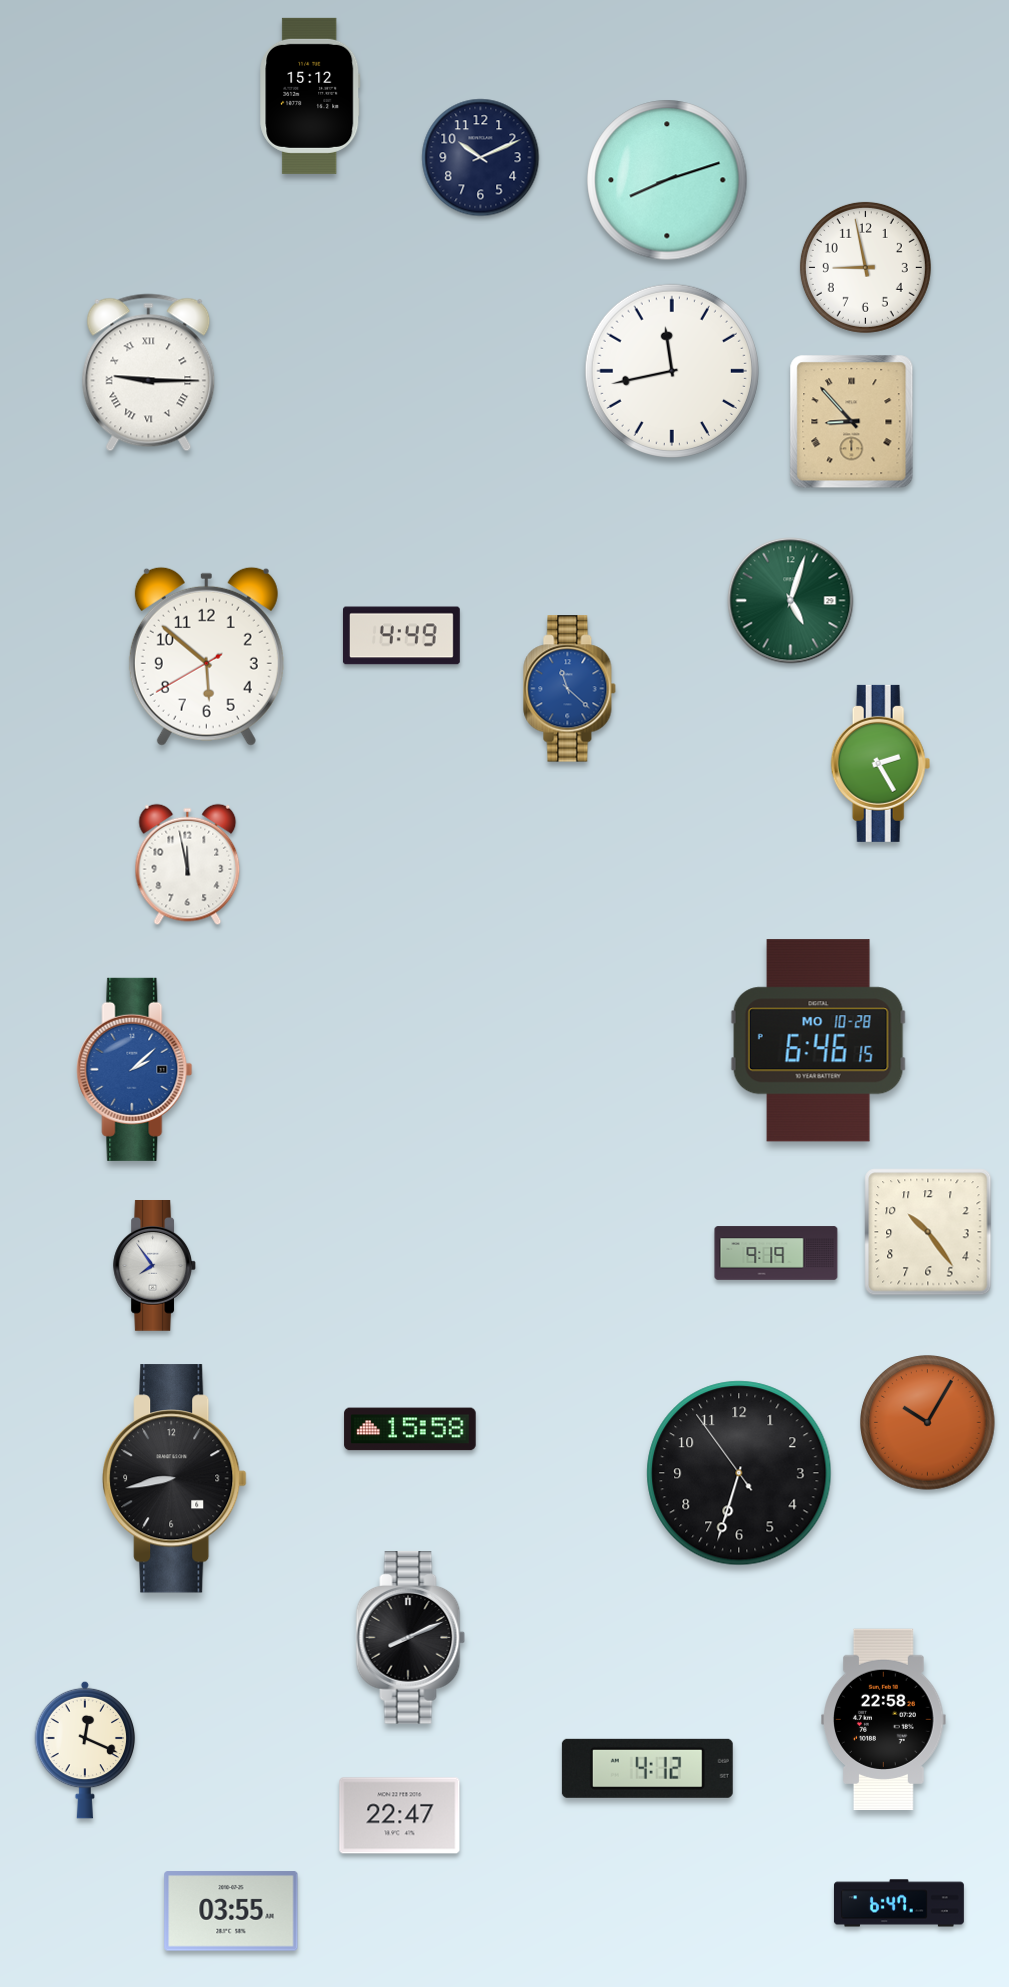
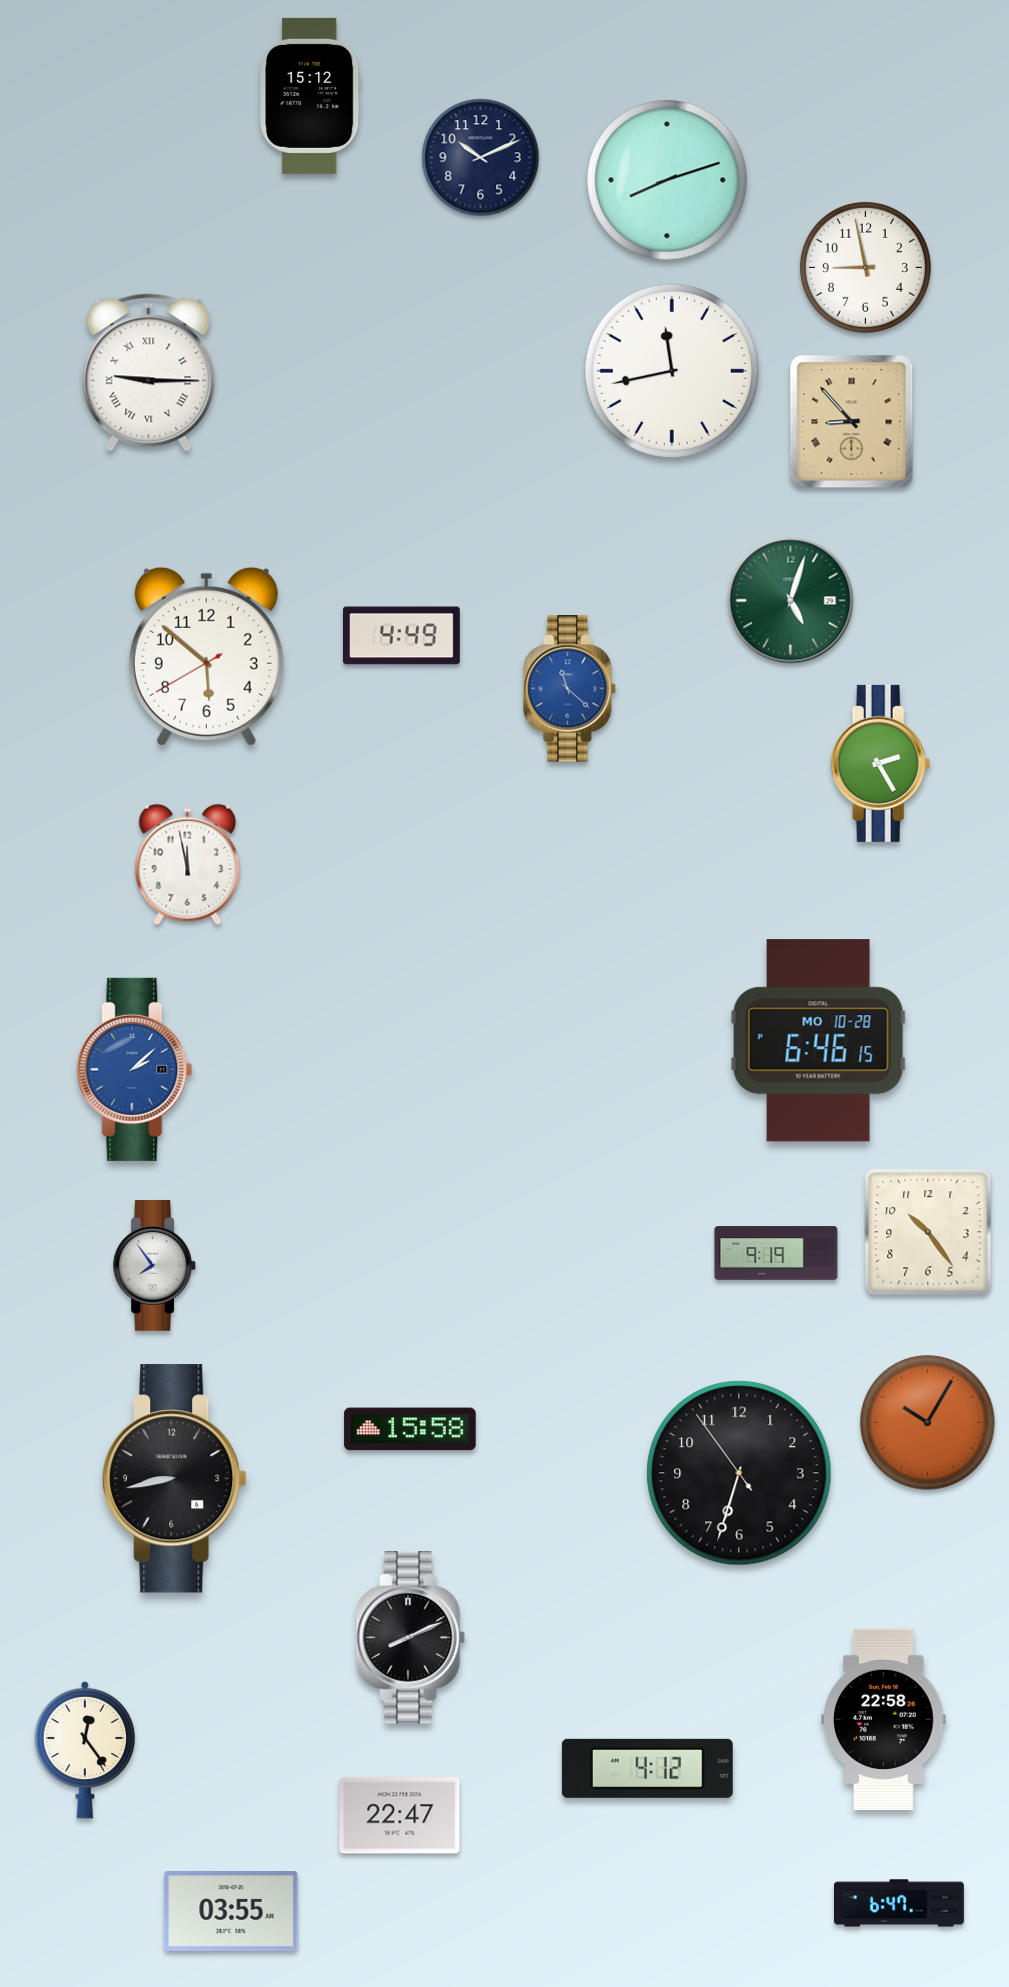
clock at (85, 1750): 12:19 -> 12:24
